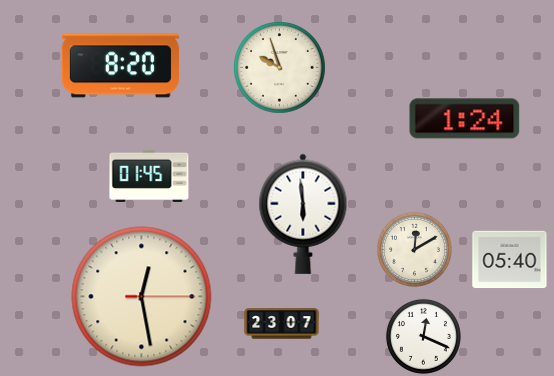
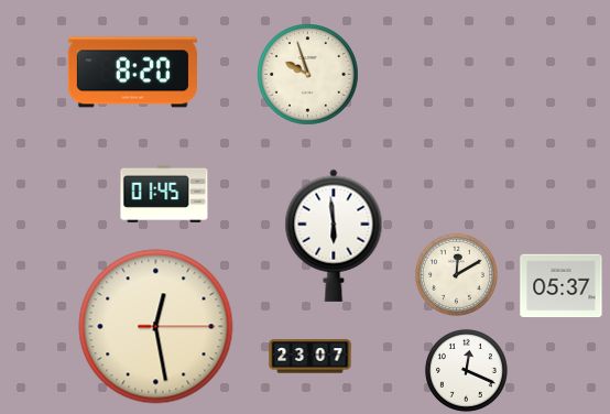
clock at (465, 119): 1:24 -> none
clock at (510, 260): 05:40 -> 05:37
